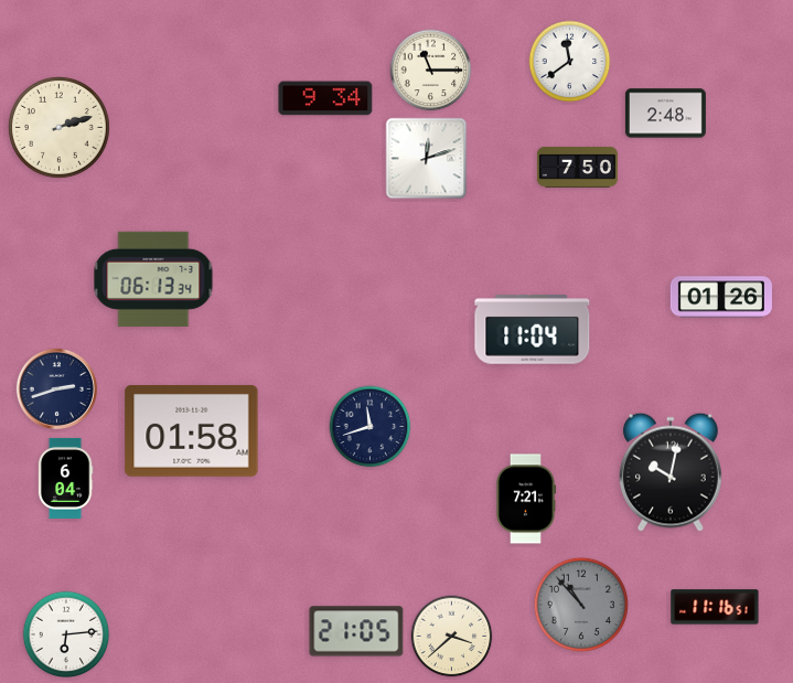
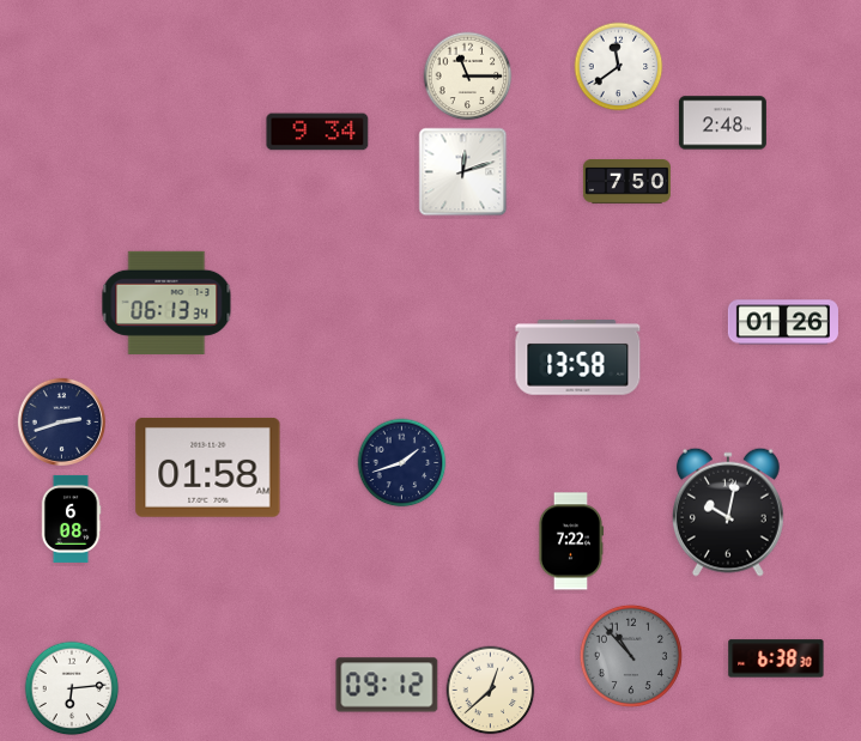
clock at (325, 98) position: (325, 98) -> (317, 132)
clock at (58, 127): 2:12 -> none
clock at (533, 330): 11:04 -> 13:58
clock at (371, 427): 11:42 -> 1:42
clock at (65, 478): 6:04 -> 6:08
clock at (526, 499): 7:21 -> 7:22
clock at (715, 607): 11:16 -> 6:38
clock at (356, 631): 21:05 -> 09:12
clock at (452, 637): 3:38 -> 12:38
